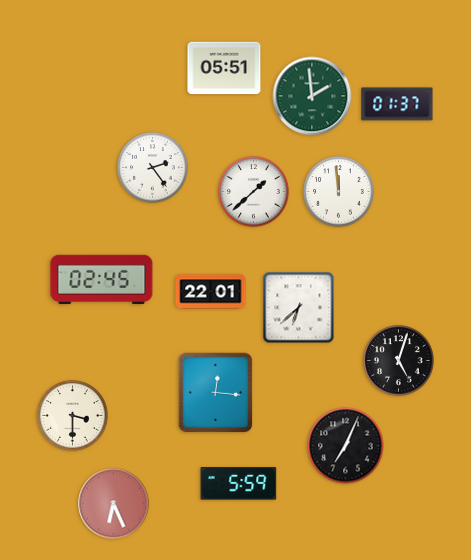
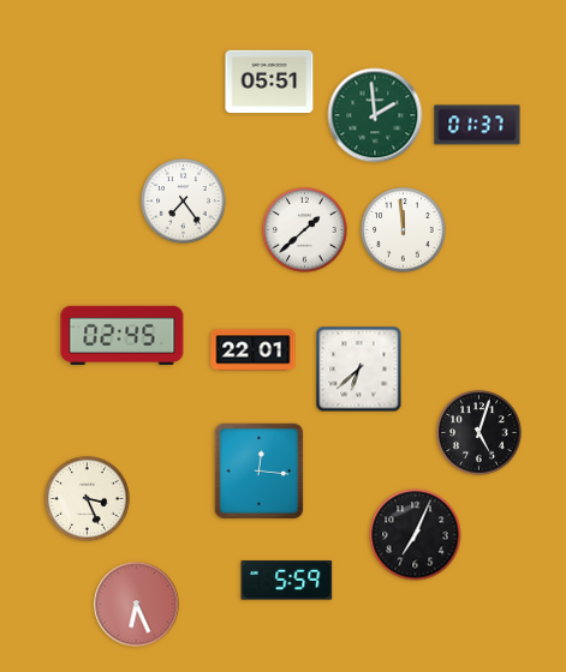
clock at (153, 168): 2:24 -> 7:24
clock at (339, 192) position: (339, 192) -> (404, 230)
clock at (73, 416): 3:30 -> 3:26
